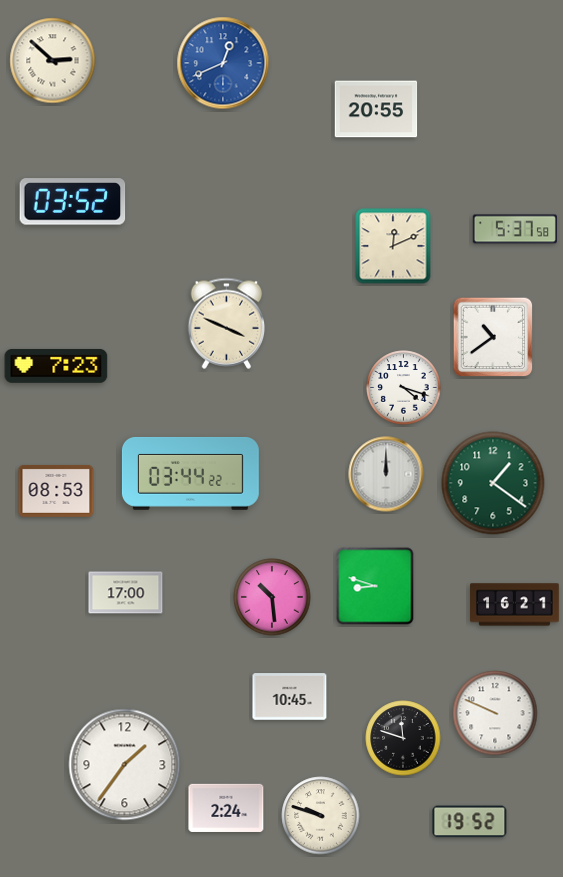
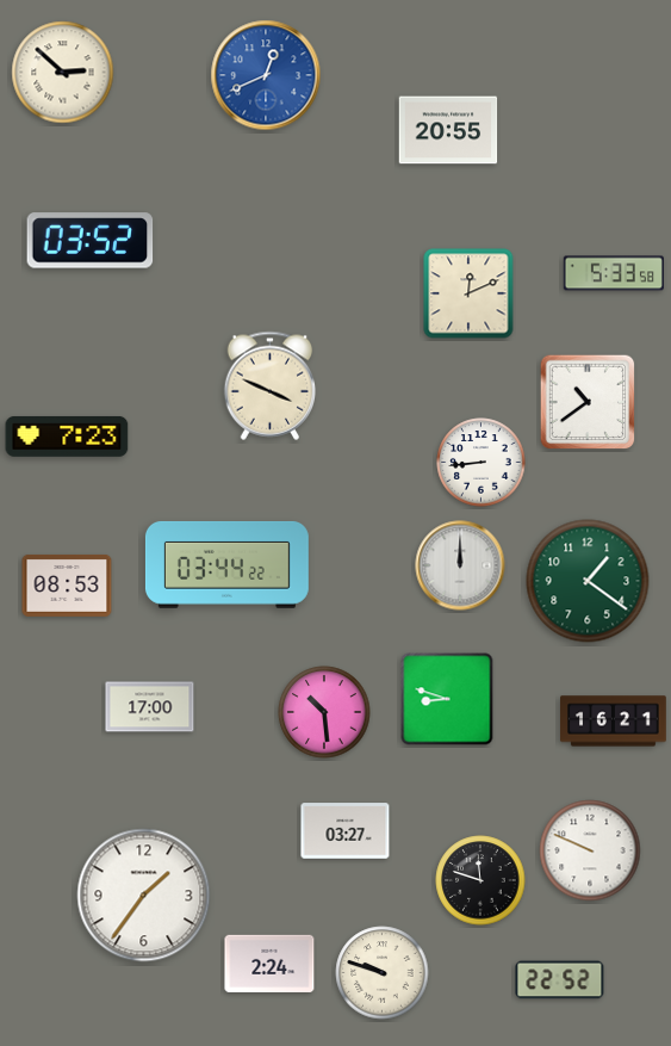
clock at (73, 202) position: (73, 202) -> (91, 241)
clock at (515, 229): 5:37 -> 5:33
clock at (404, 388): 4:18 -> 8:44
clock at (493, 483) position: (493, 483) -> (588, 581)
clock at (290, 697): 10:45 -> 03:27
clock at (125, 765) position: (125, 765) -> (144, 896)
clock at (470, 822): 19:52 -> 22:52
